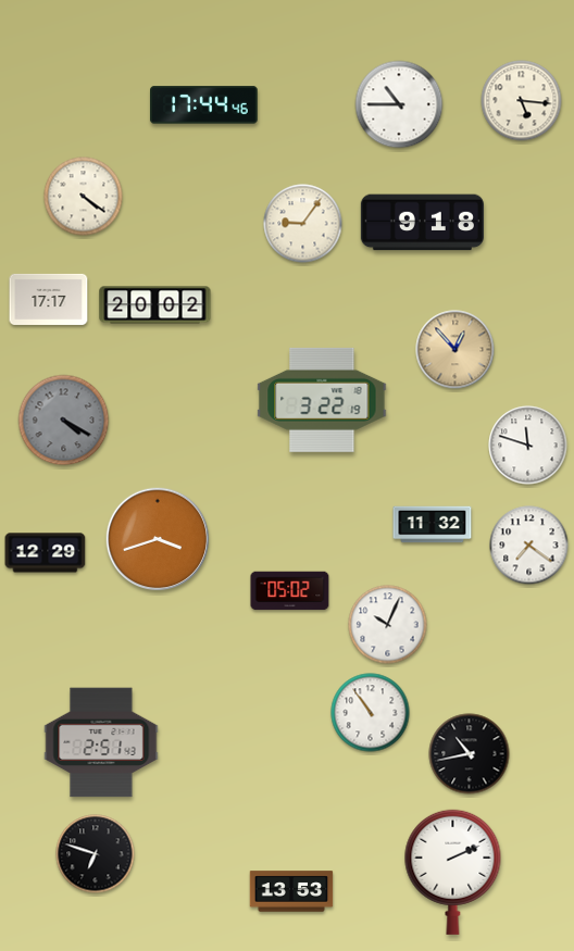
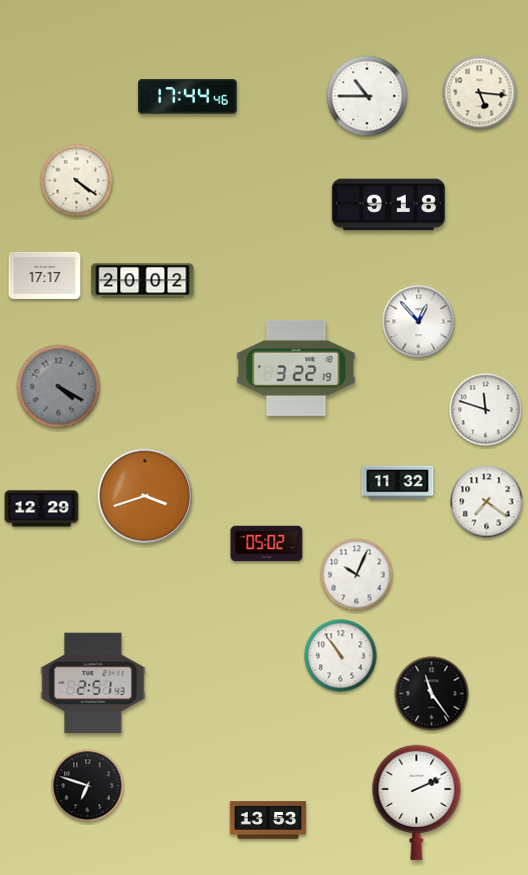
clock at (303, 224): 9:06 -> none
clock at (456, 350) dial: champagne -> white
clock at (470, 754): 10:43 -> 11:24
